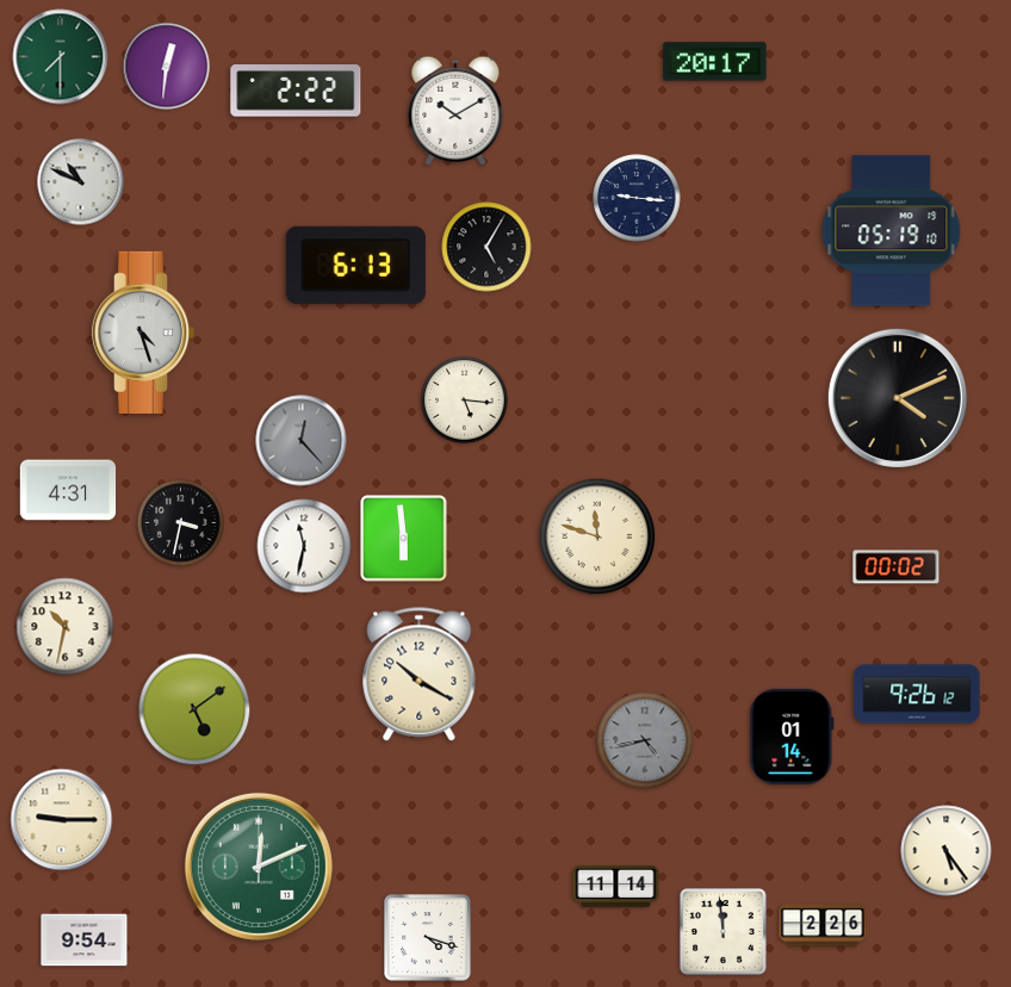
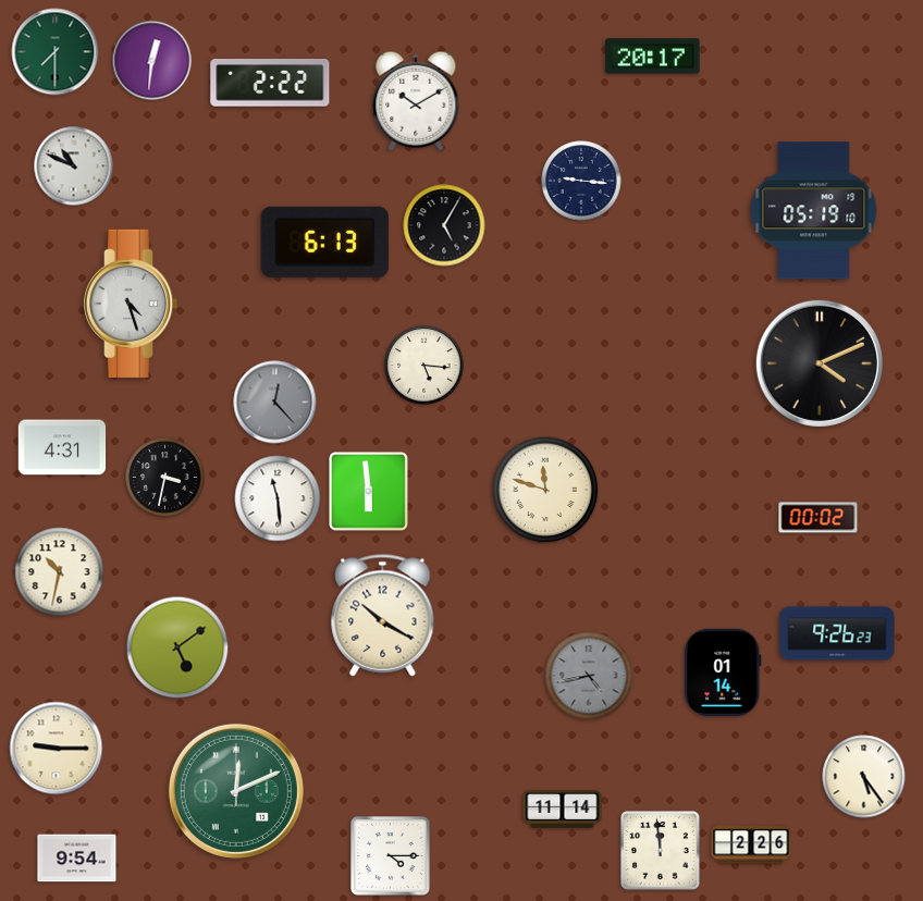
clock at (304, 546): 11:32 -> 11:29
clock at (917, 694): 9:26:12 -> 9:26:23
clock at (428, 938): 4:18 -> 4:15
